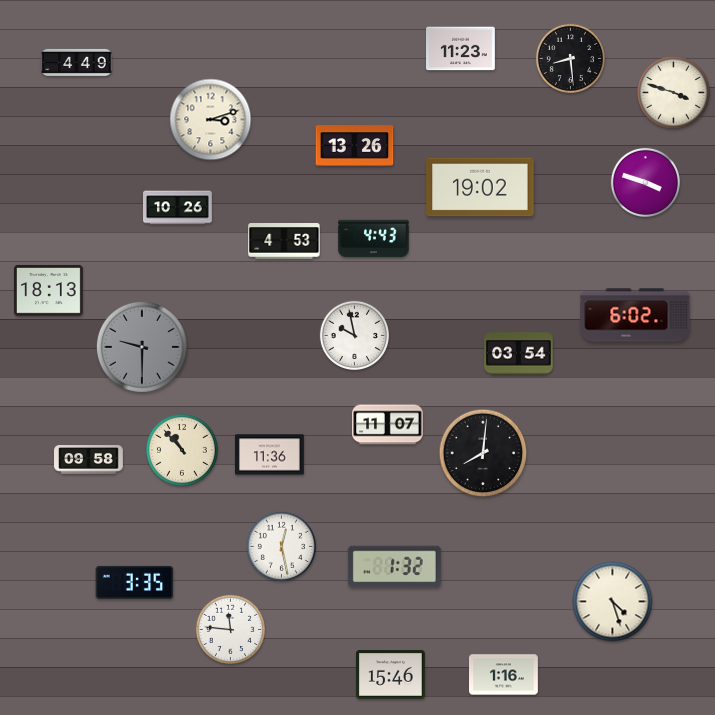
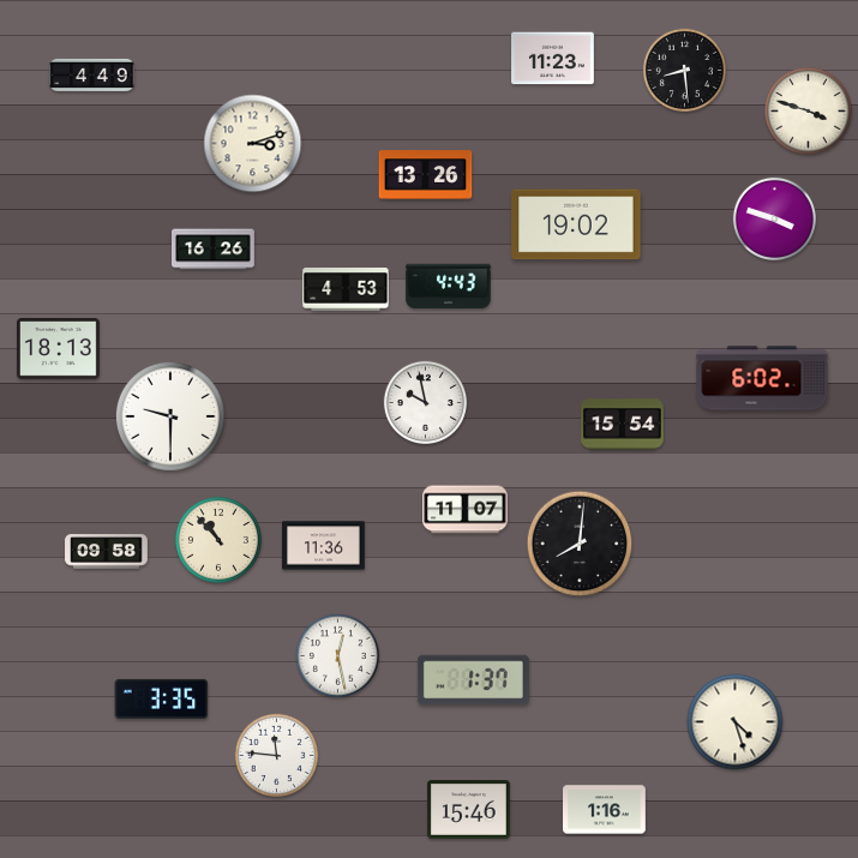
clock at (178, 208): 10:26 -> 16:26
clock at (284, 241) position: (284, 241) -> (346, 289)
clock at (142, 347) dial: grey -> white
clock at (519, 354): 03:54 -> 15:54
clock at (394, 567): 1:32 -> 1:37
